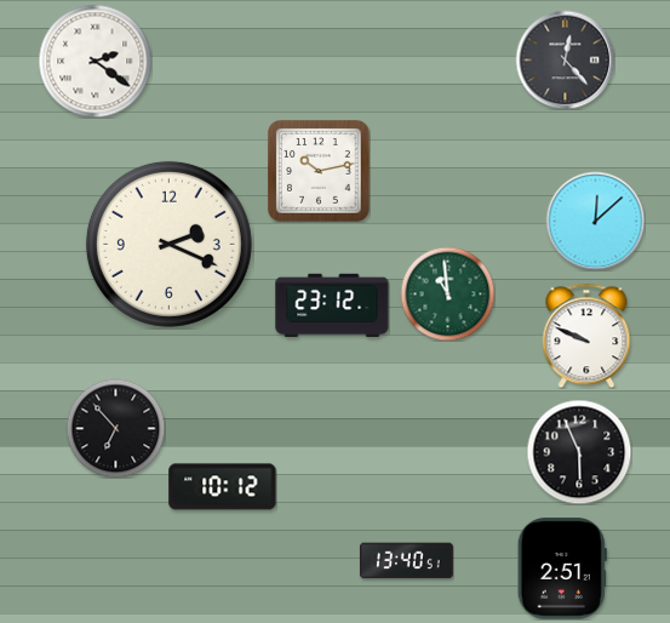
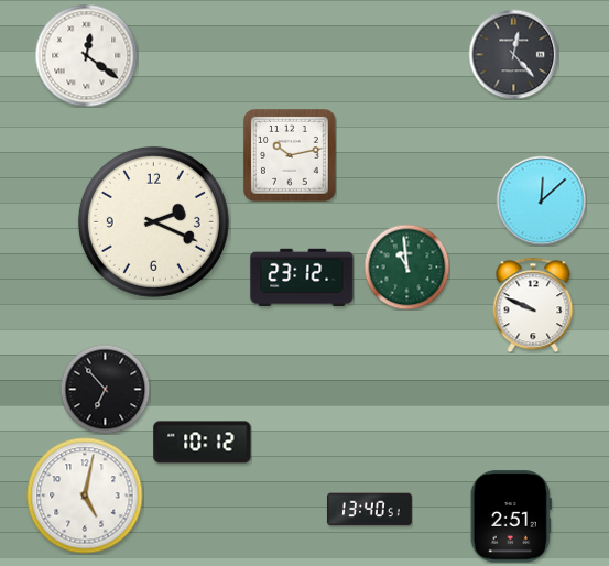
clock at (95, 61): 2:21 -> 12:21
clock at (579, 452): 5:56 -> none
clock at (85, 496): none -> 5:02
